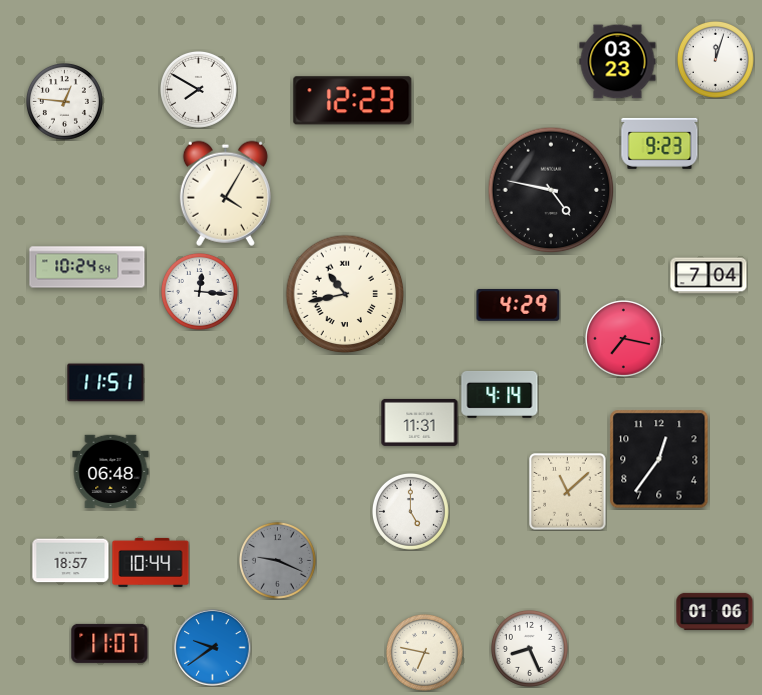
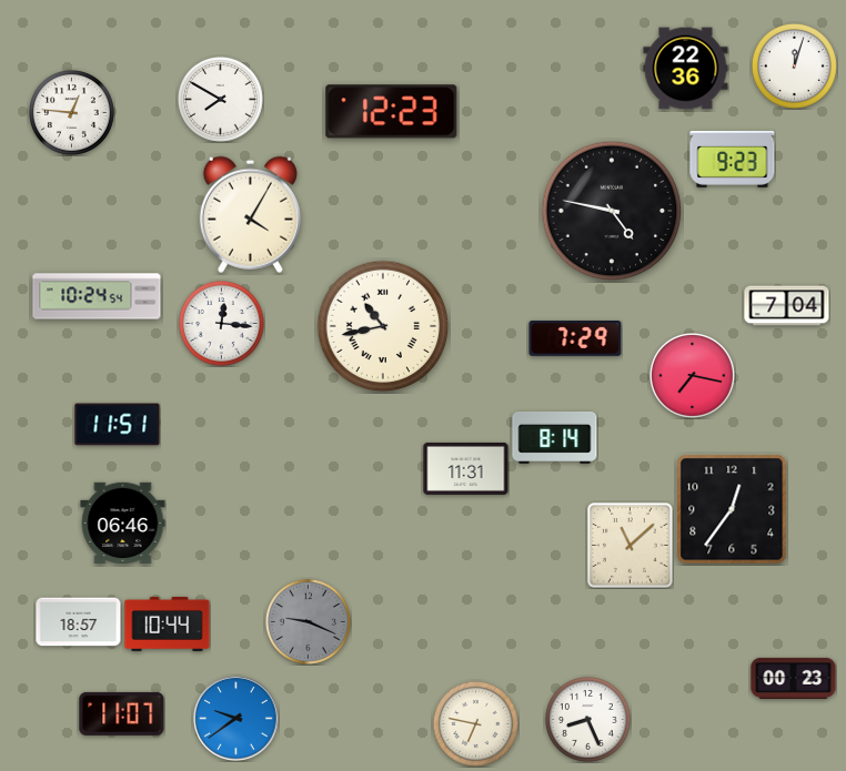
clock at (618, 62): 03:23 -> 22:36
clock at (518, 305): 4:29 -> 7:29
clock at (500, 394): 4:14 -> 8:14
clock at (111, 471): 06:48 -> 06:46
clock at (410, 511): 5:00 -> none
clock at (715, 611): 01:06 -> 00:23
clock at (424, 652) position: (424, 652) -> (475, 723)
